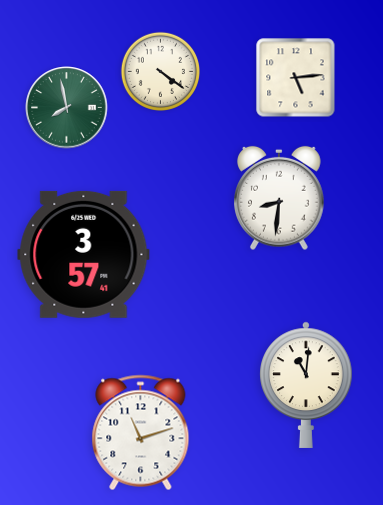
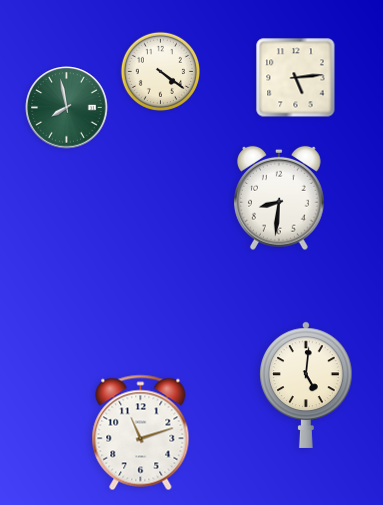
clock at (84, 254): 3:57 -> none
clock at (307, 385): 11:01 -> 5:01
